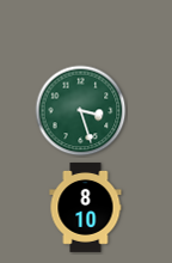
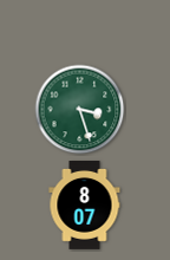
clock at (86, 208): 8:10 -> 8:07
